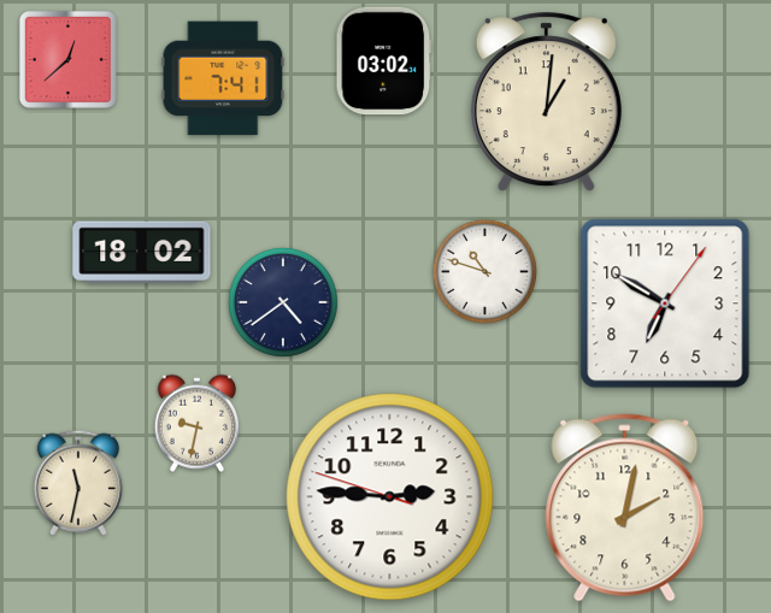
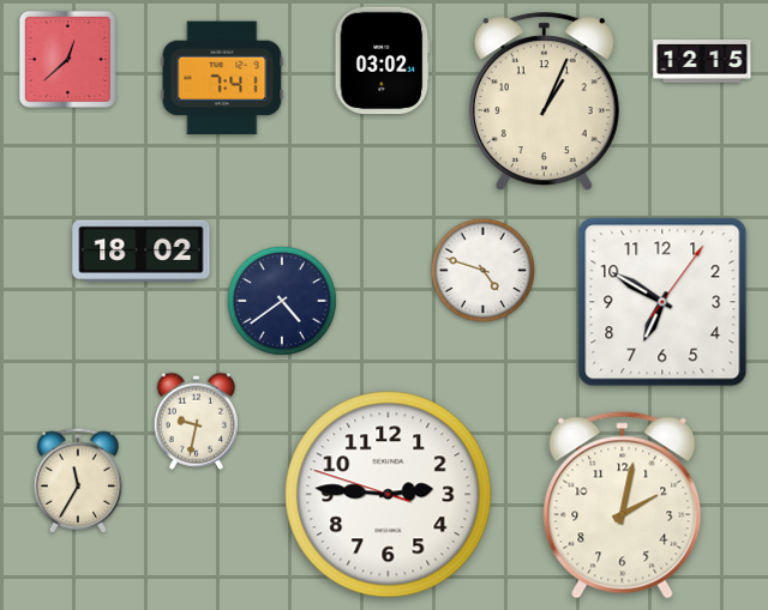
clock at (702, 61): none -> 12:15
clock at (546, 102): 1:01 -> 1:04
clock at (484, 271): 10:48 -> 4:48
clock at (78, 483): 11:32 -> 11:35
